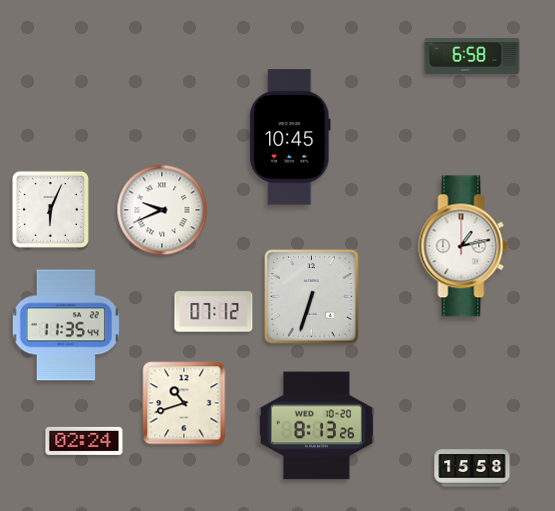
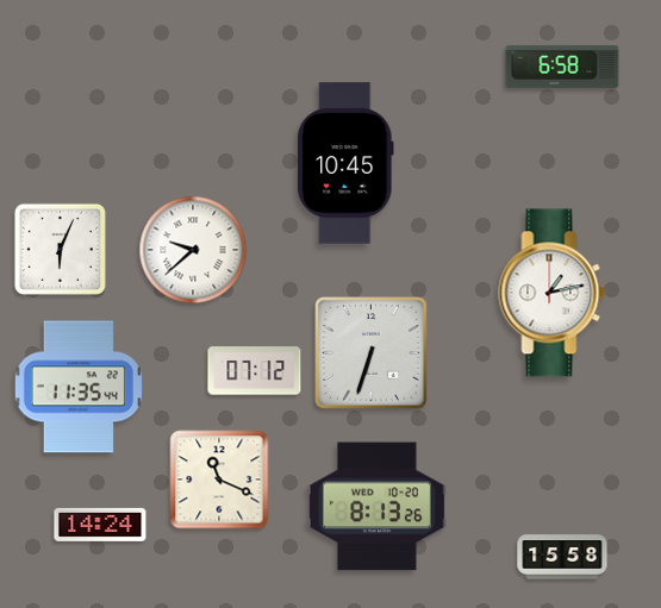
clock at (162, 210): 9:41 -> 9:38
clock at (184, 403): 10:42 -> 11:19
clock at (84, 441): 02:24 -> 14:24
